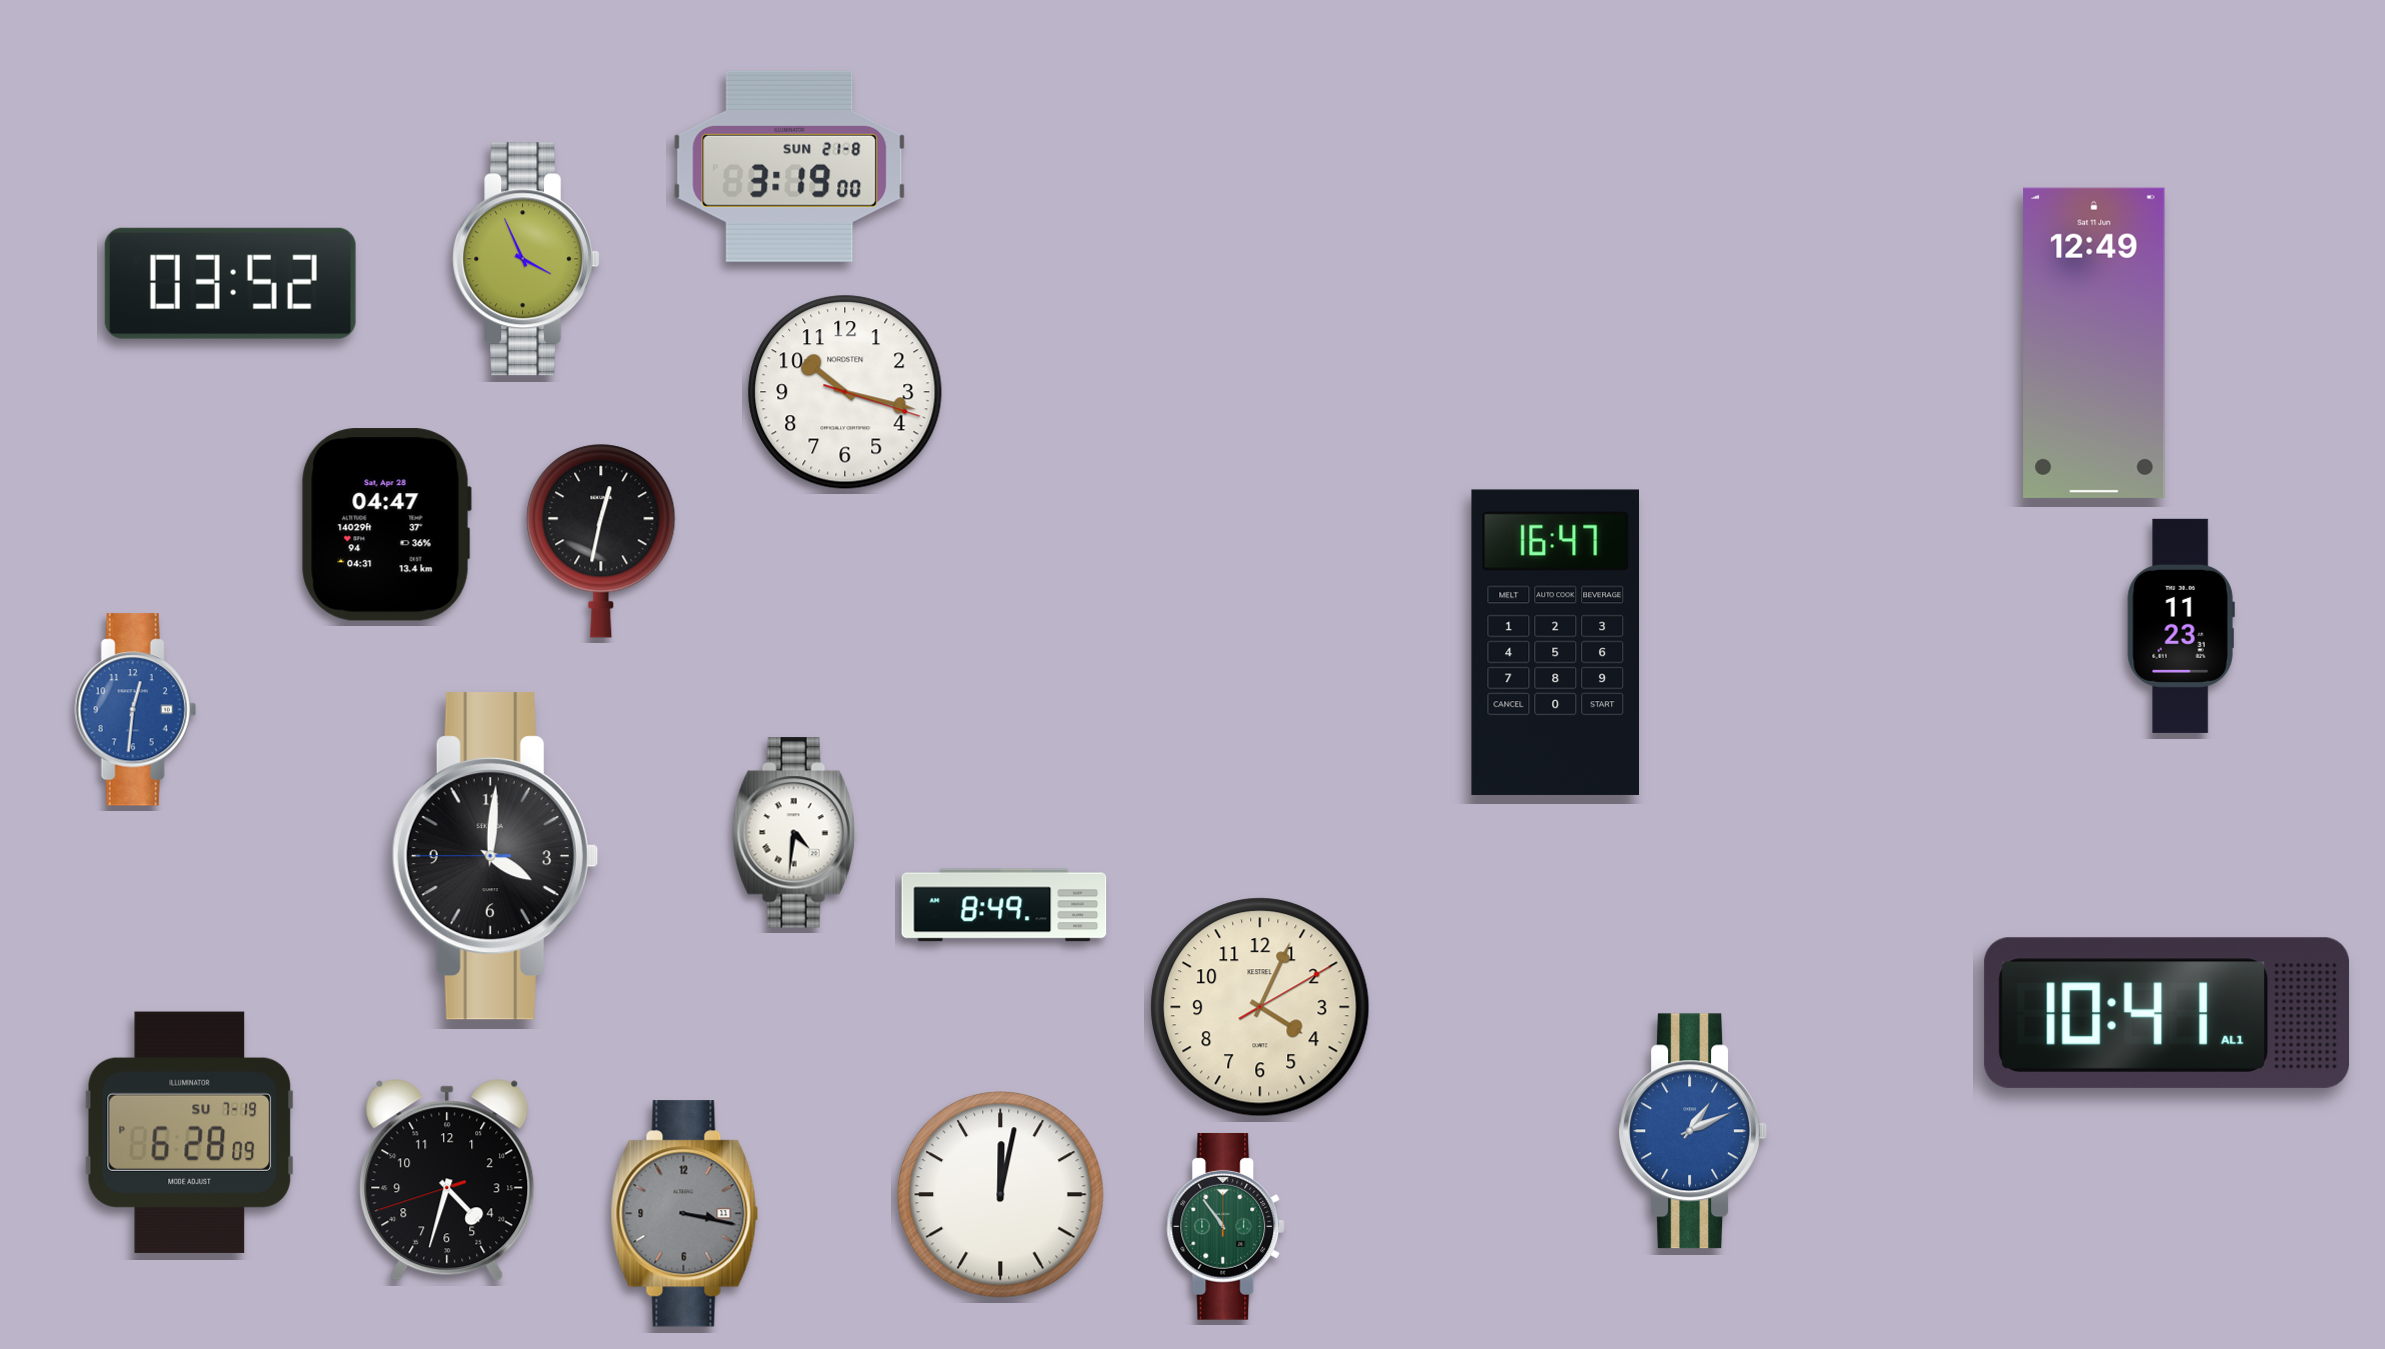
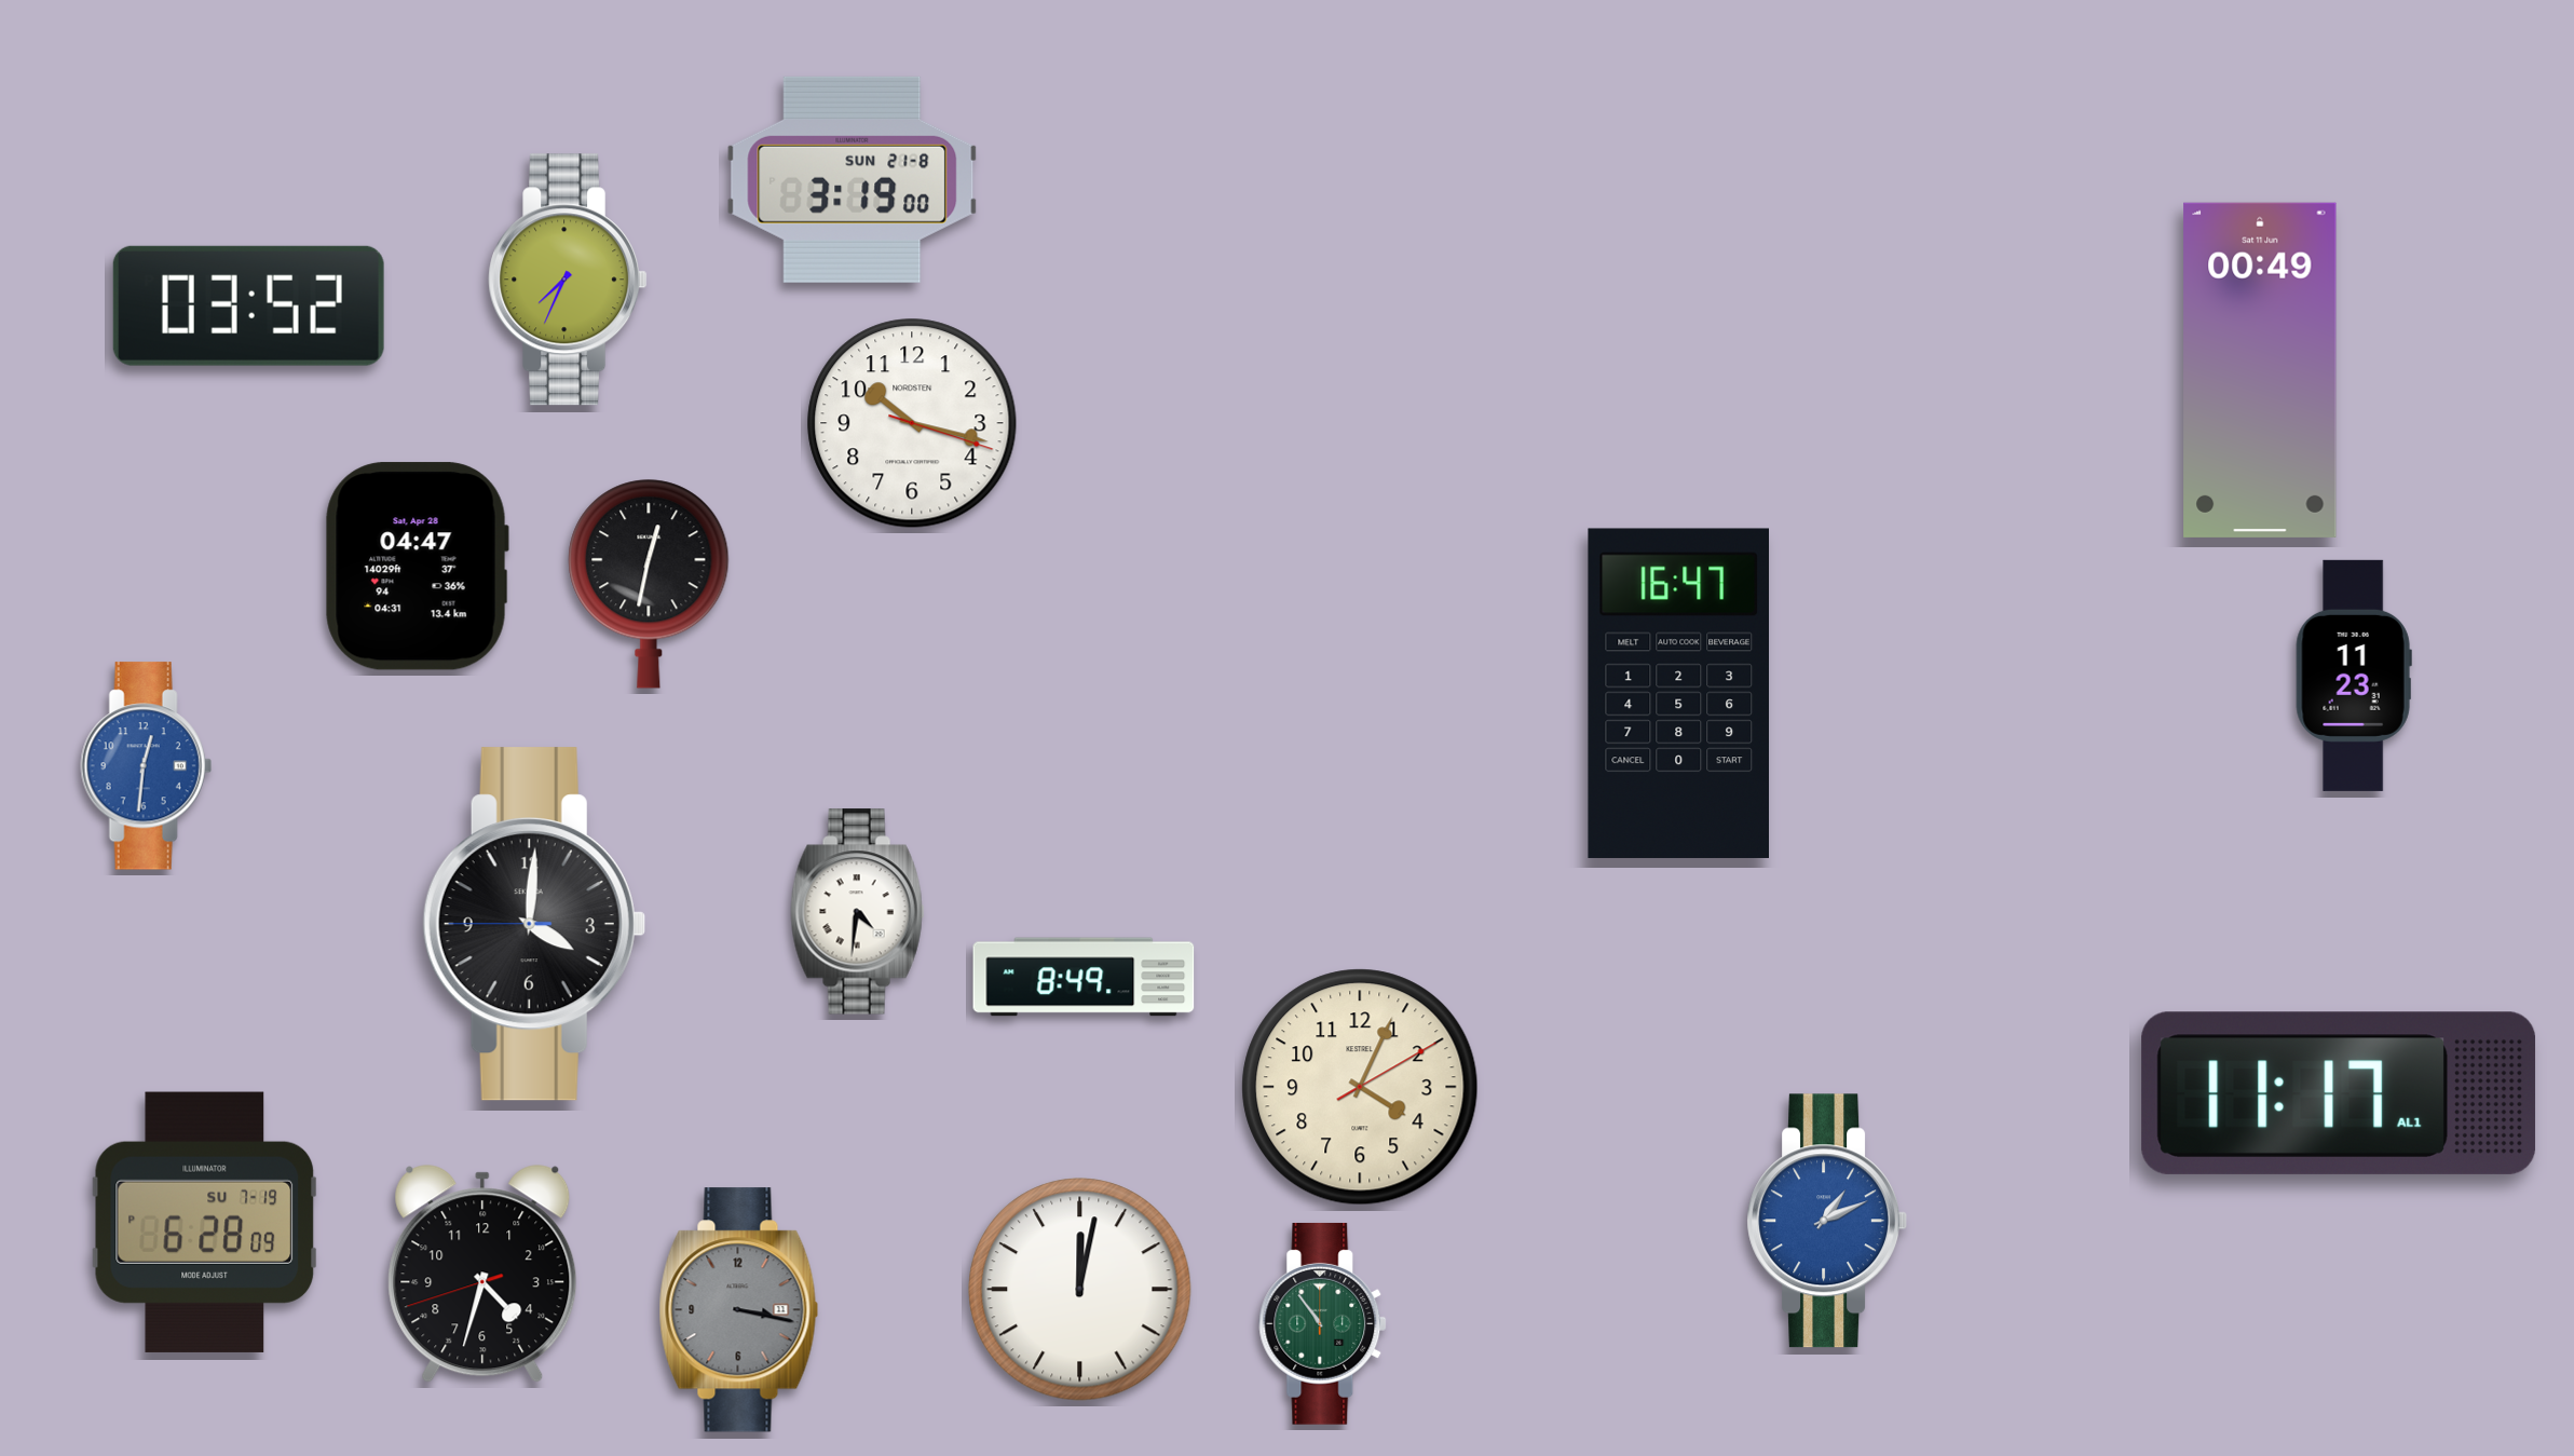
clock at (526, 259): 3:56 -> 7:34
clock at (2094, 343): 12:49 -> 00:49
clock at (795, 833) position: (795, 833) -> (858, 912)
clock at (2167, 1013): 10:41 -> 11:17
